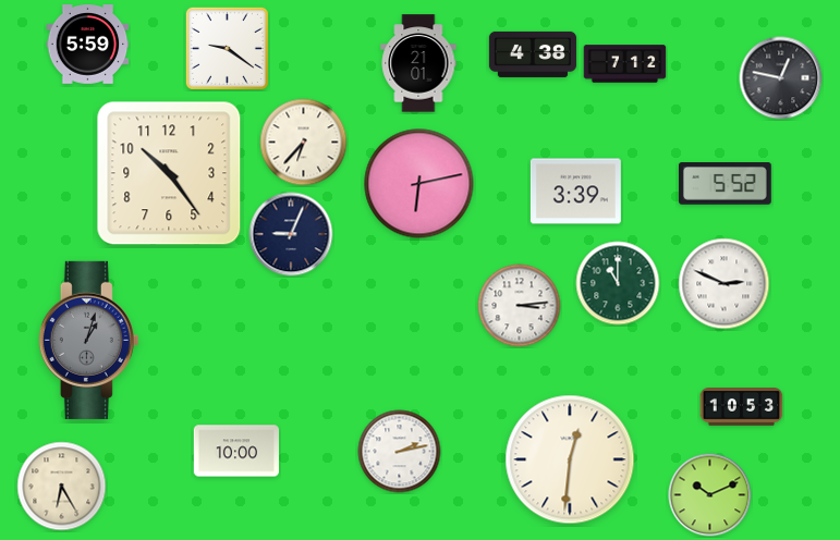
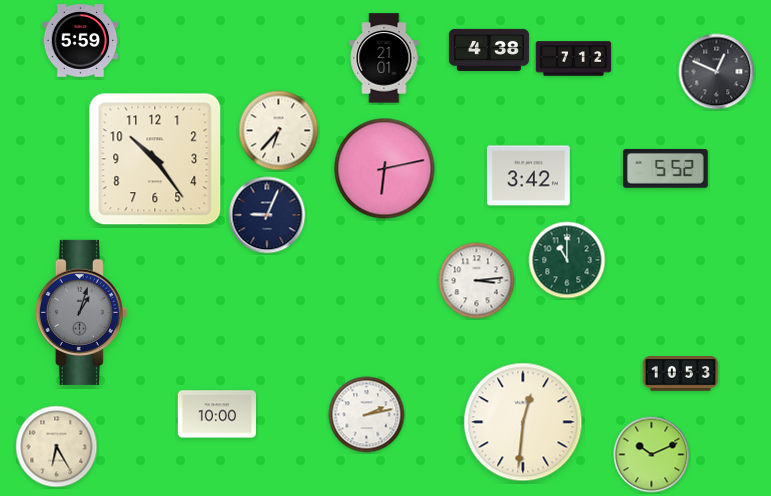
clock at (227, 48): 9:21 -> none
clock at (781, 78): 12:47 -> 12:49
clock at (575, 192): 3:39 -> 3:42
clock at (725, 284): 2:49 -> none
